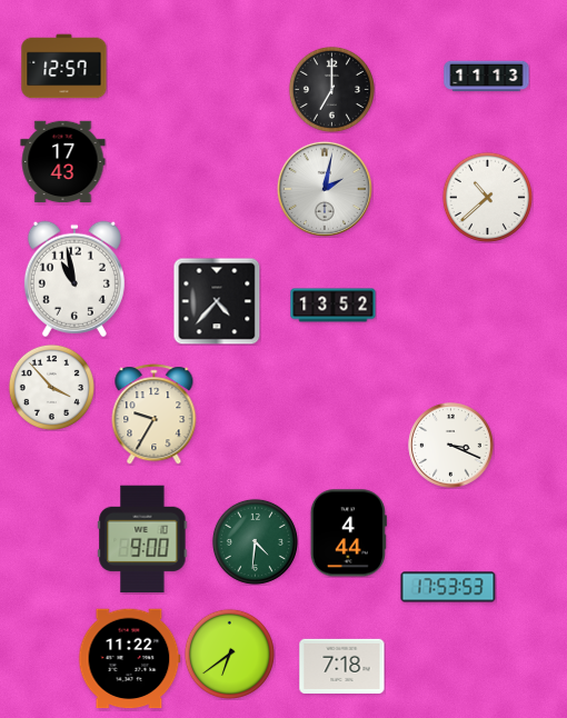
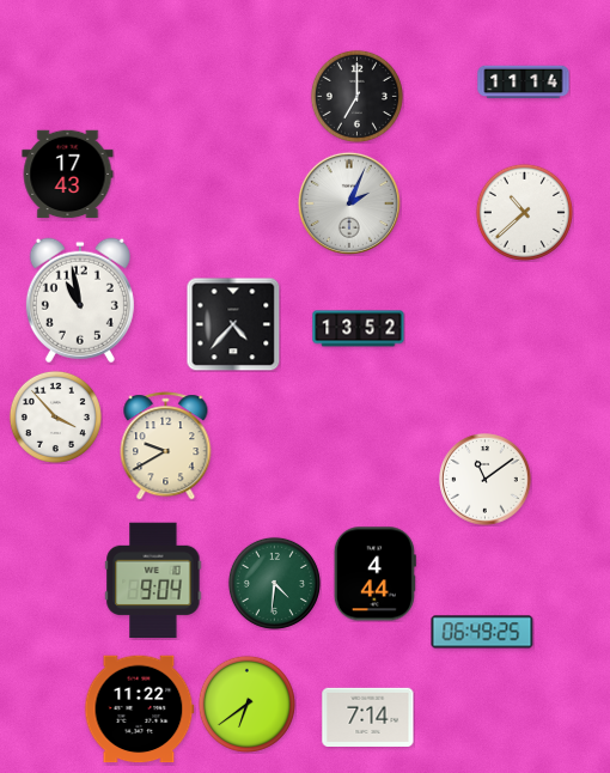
clock at (64, 67): 12:57 -> none
clock at (487, 77): 11:13 -> 11:14
clock at (325, 189): 2:02 -> 2:04
clock at (155, 415): 9:35 -> 9:40
clock at (451, 446): 3:19 -> 11:09
clock at (142, 539): 9:00 -> 9:04
clock at (448, 587): 17:53 -> 06:49
clock at (342, 666): 7:18 -> 7:14
